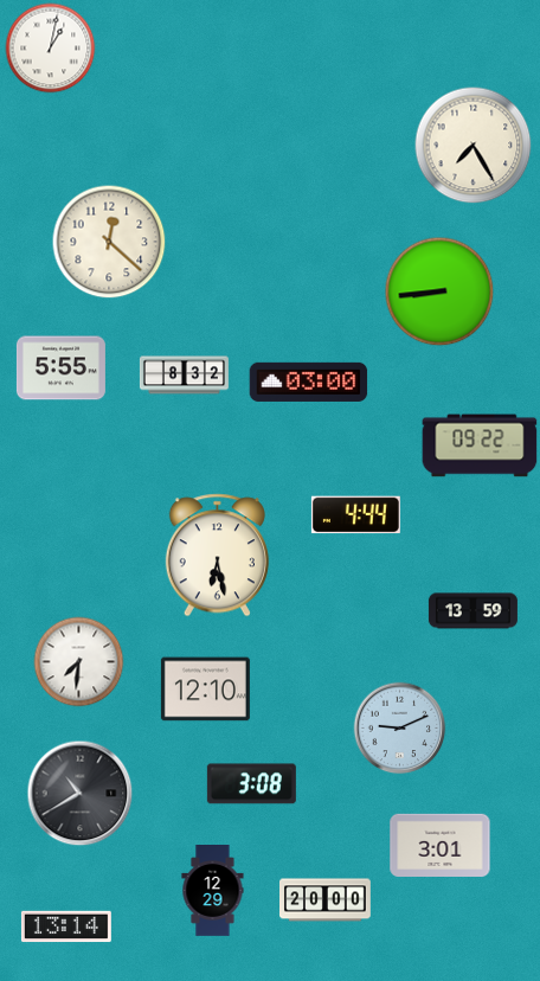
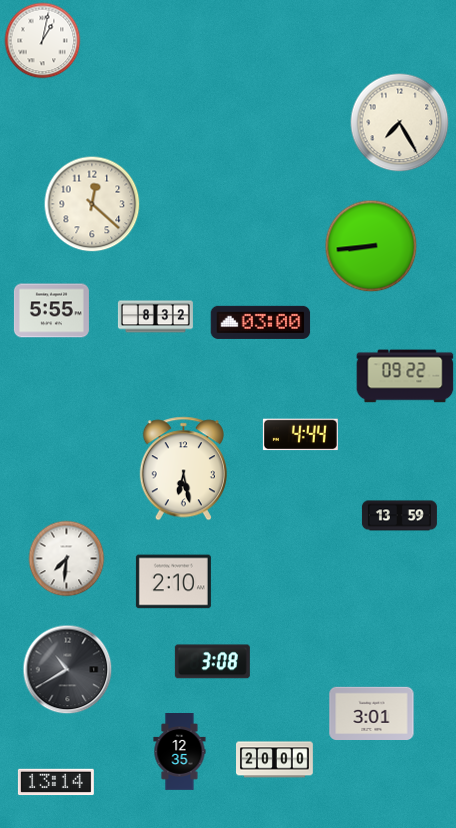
clock at (205, 690): 12:10 -> 2:10
clock at (400, 729): 9:11 -> none
clock at (213, 891): 12:29 -> 12:35
